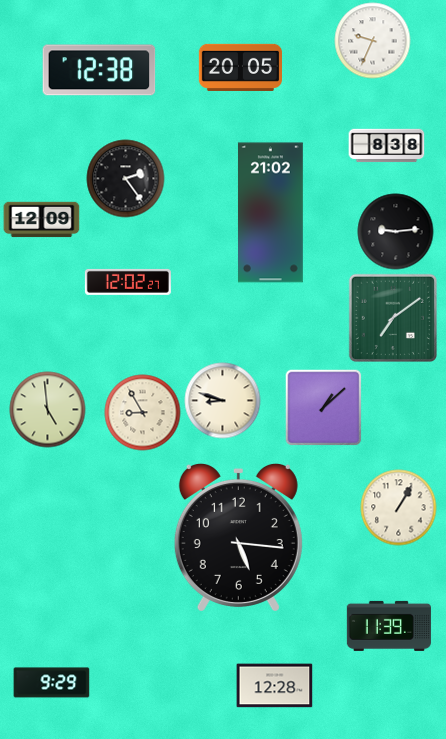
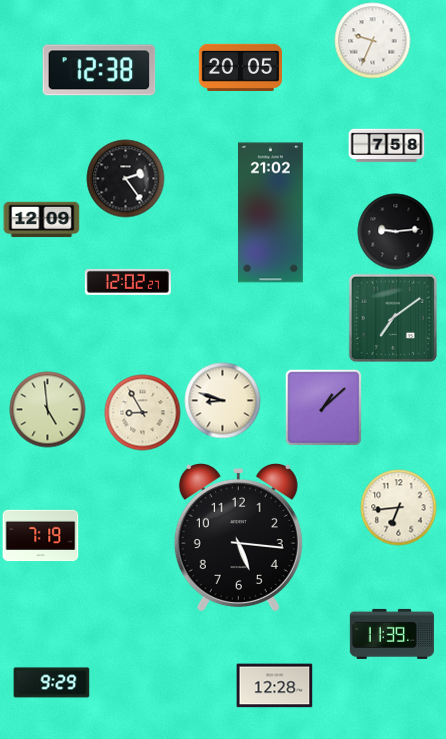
clock at (387, 146): 8:38 -> 7:58
clock at (399, 508): 1:05 -> 6:44
clock at (41, 536): none -> 7:19
clock at (389, 626) position: (389, 626) -> (392, 634)
